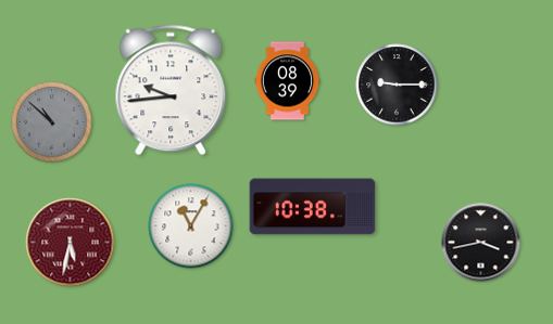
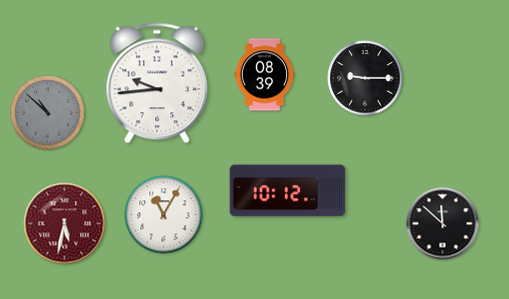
clock at (313, 207): 10:38 -> 10:12
clock at (191, 226) position: (191, 226) -> (164, 215)
clock at (481, 243): 3:43 -> 11:52
